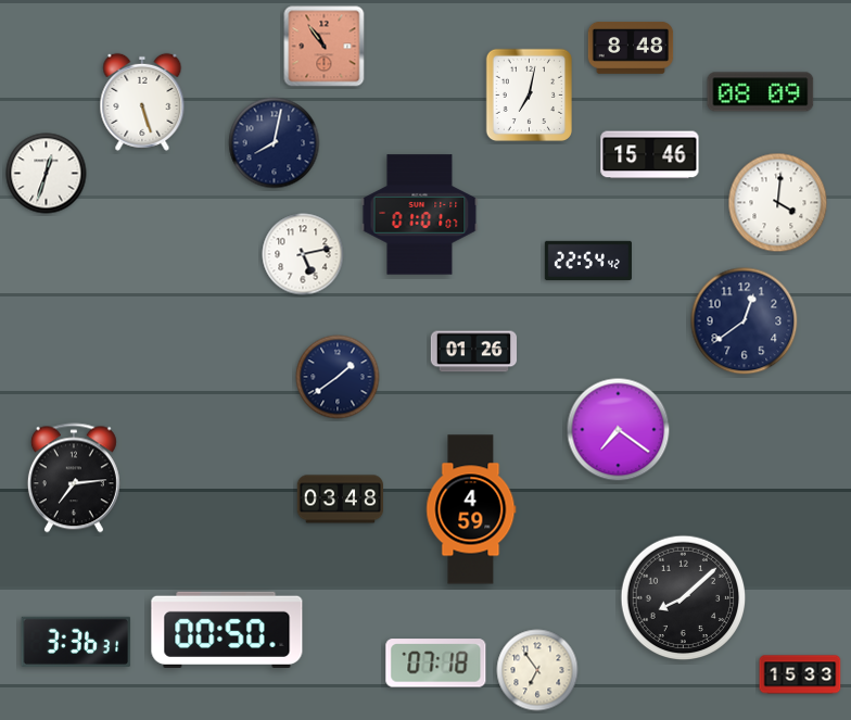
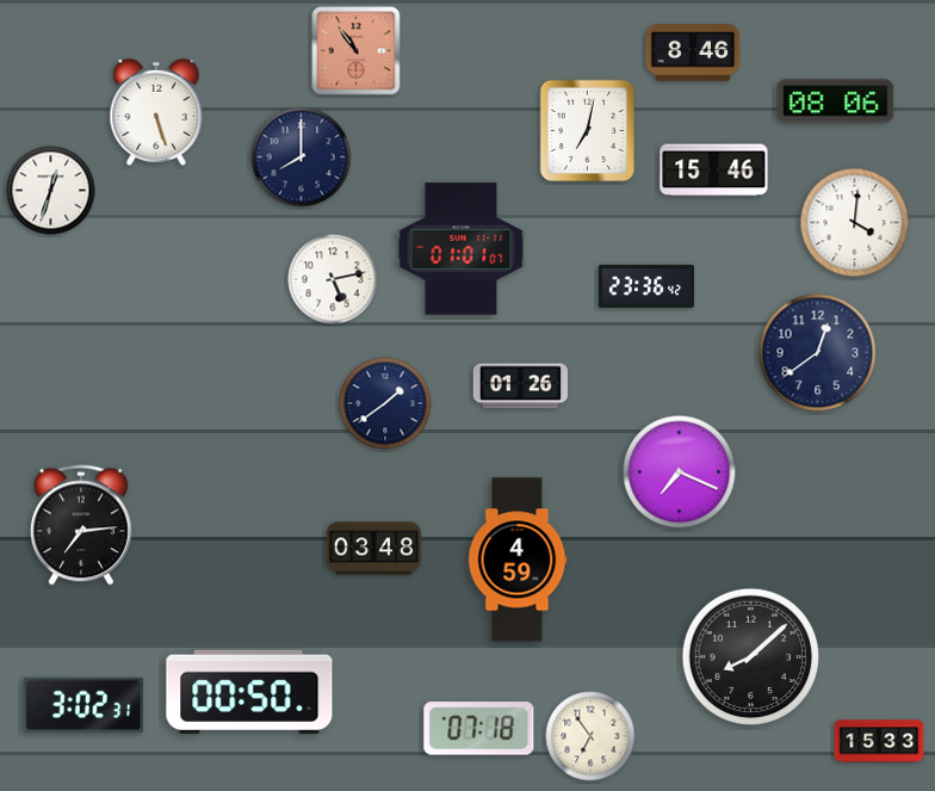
clock at (631, 49): 8:48 -> 8:46
clock at (761, 92): 08:09 -> 08:06
clock at (529, 96) position: (529, 96) -> (587, 131)
clock at (275, 143): 8:02 -> 8:00
clock at (420, 215) position: (420, 215) -> (462, 249)
clock at (588, 260): 22:54 -> 23:36
clock at (338, 377) position: (338, 377) -> (385, 403)
clock at (619, 430): 7:21 -> 7:19
clock at (76, 642): 3:36 -> 3:02
